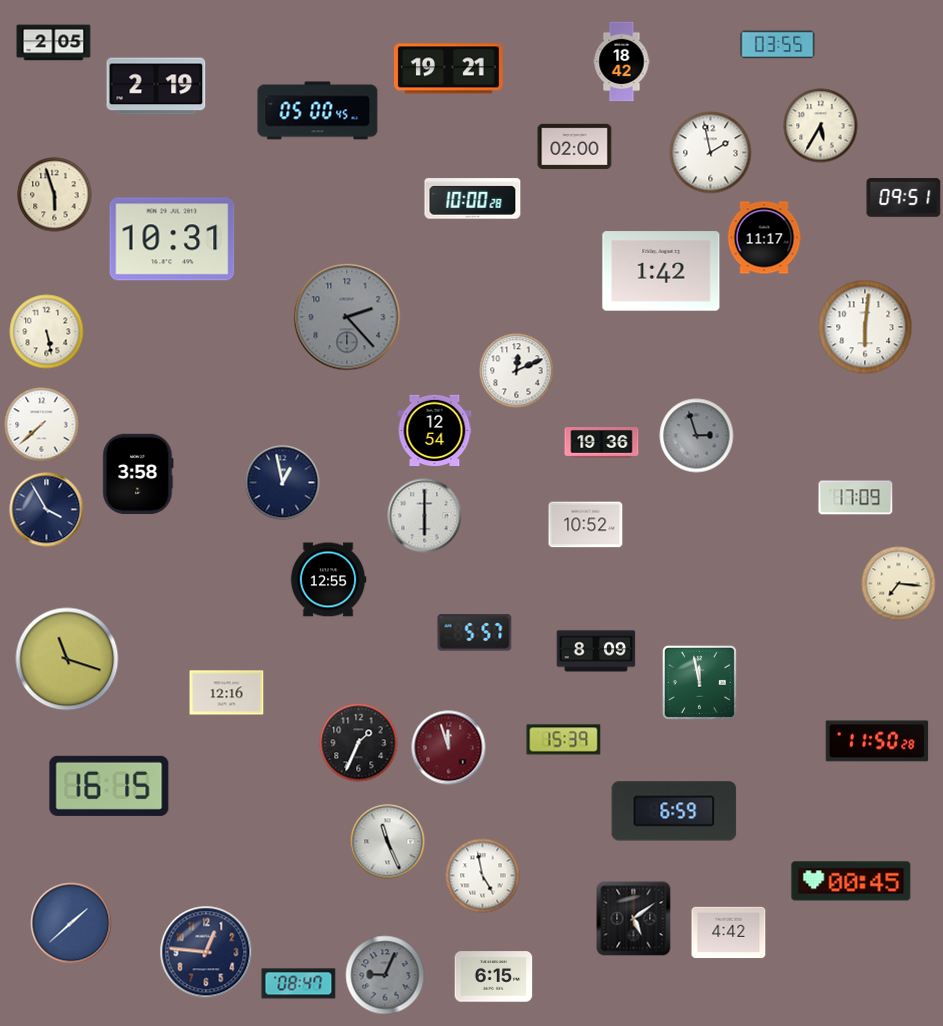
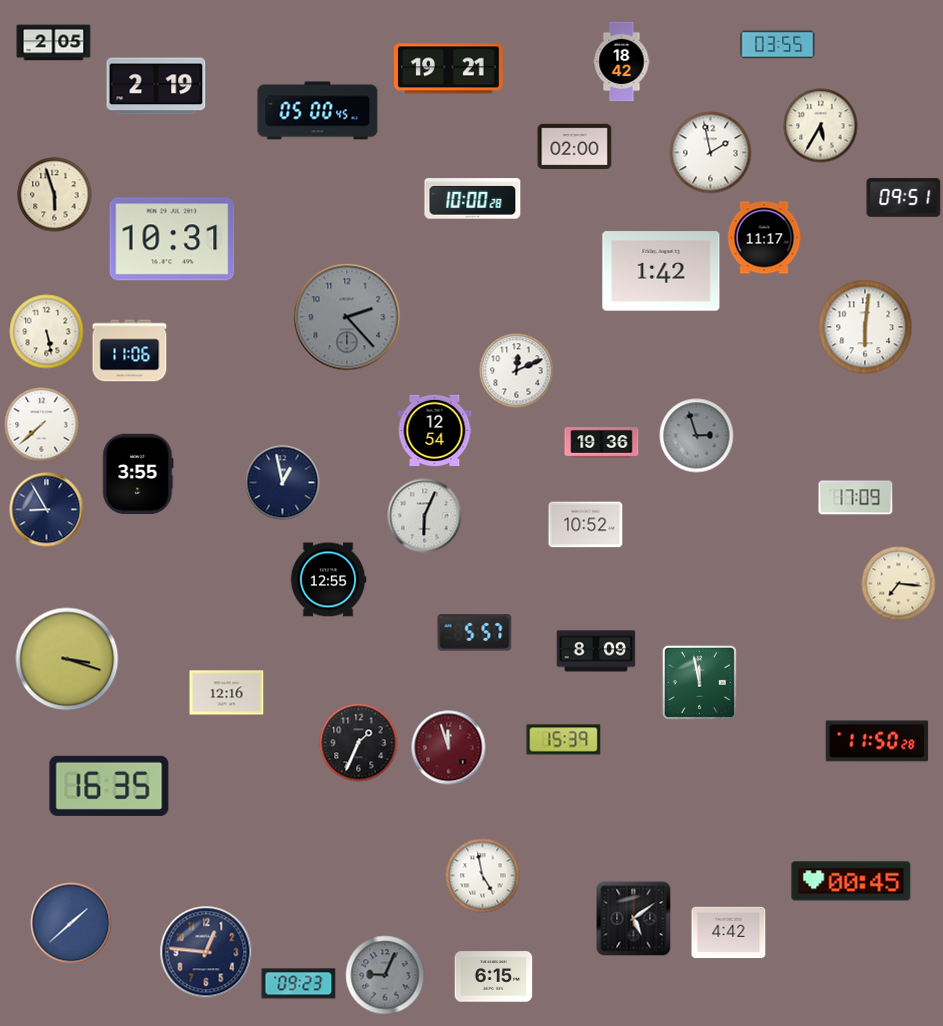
clock at (130, 351): none -> 11:06
clock at (138, 474): 3:58 -> 3:55
clock at (47, 510): 3:55 -> 8:55
clock at (425, 516): 6:00 -> 6:04
clock at (67, 659): 11:18 -> 3:18
clock at (109, 786): 16:15 -> 16:35
clock at (674, 811): 6:59 -> none
clock at (388, 842): 11:26 -> none
clock at (299, 984): 08:47 -> 09:23
